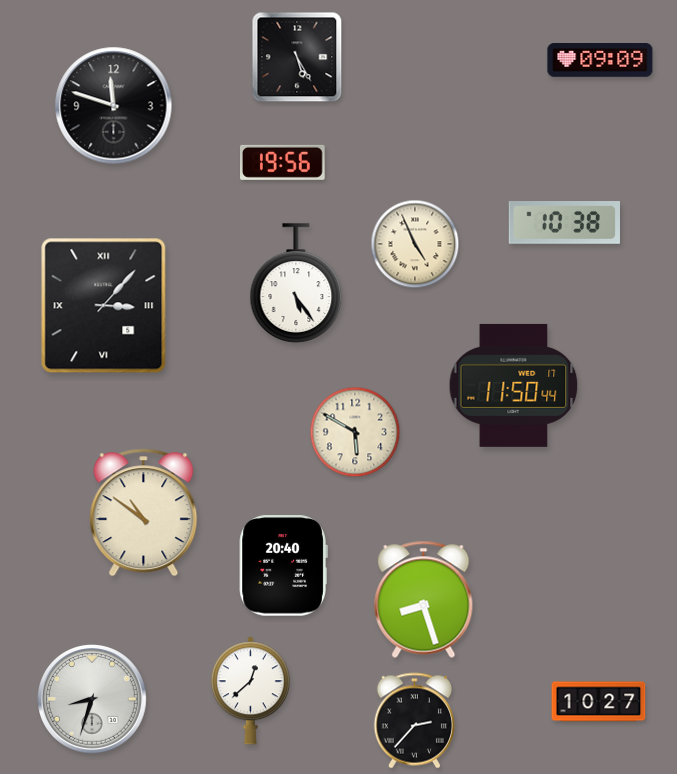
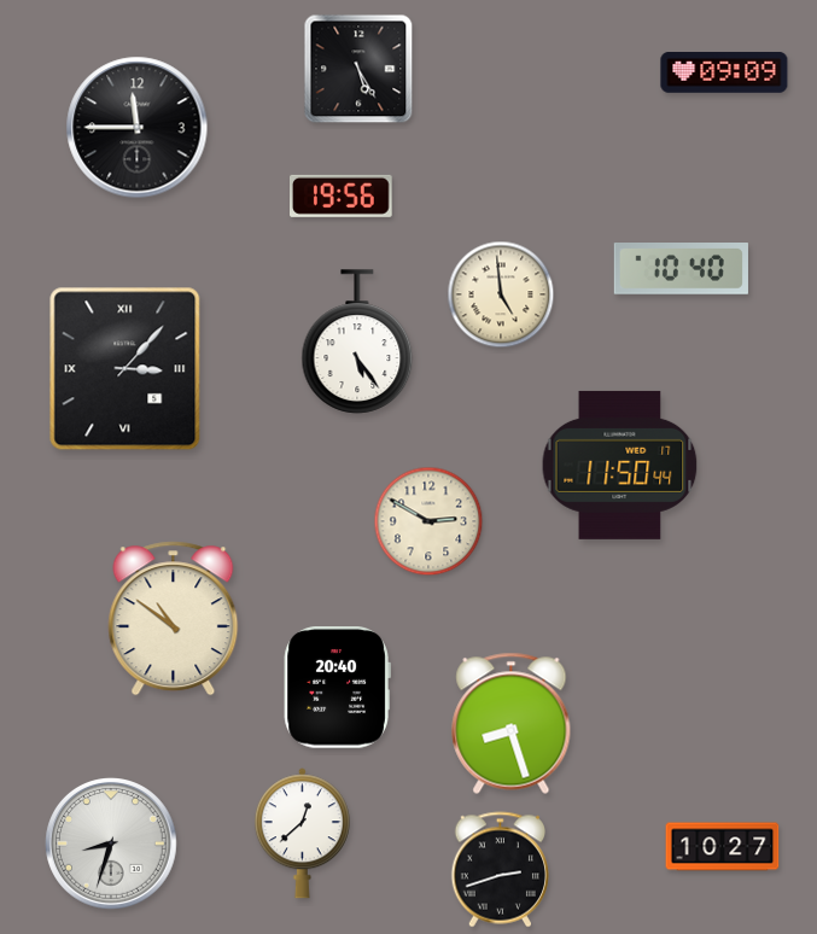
clock at (114, 106): 11:48 -> 11:45
clock at (564, 223): 10:38 -> 10:40
clock at (415, 244): 4:56 -> 4:59
clock at (355, 432): 5:50 -> 2:50
clock at (283, 566) position: (283, 566) -> (337, 688)
clock at (415, 721): 2:37 -> 2:42
